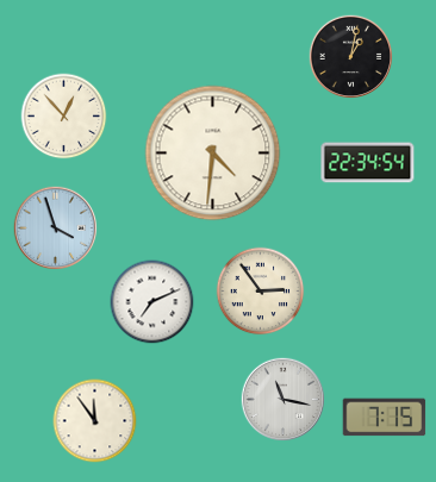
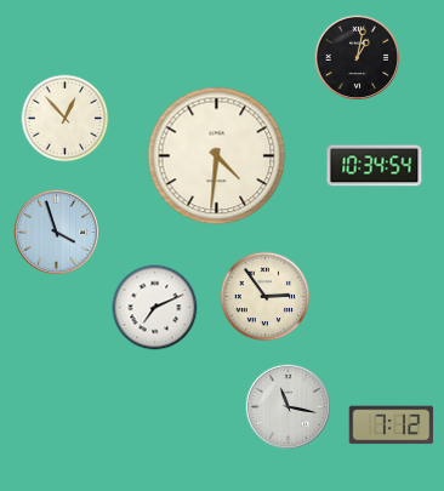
clock at (368, 163): 22:34 -> 10:34
clock at (385, 418): 7:15 -> 7:12
clock at (95, 421): 11:54 -> none
